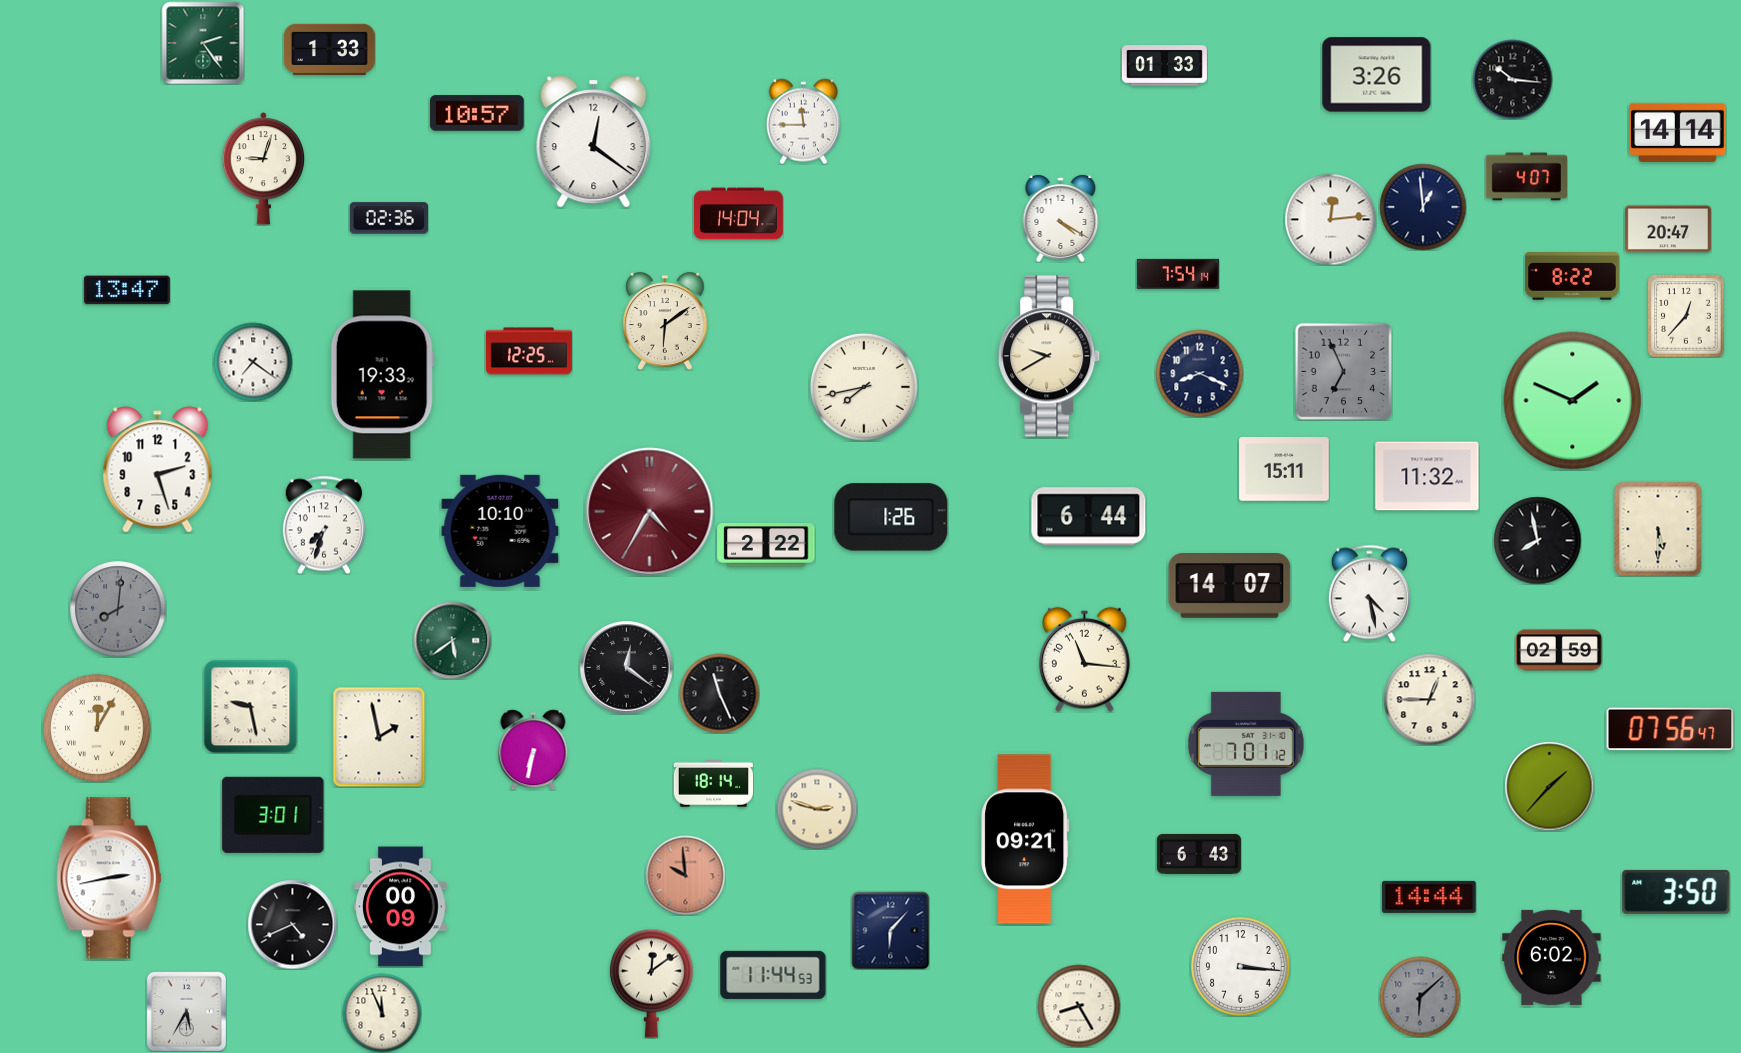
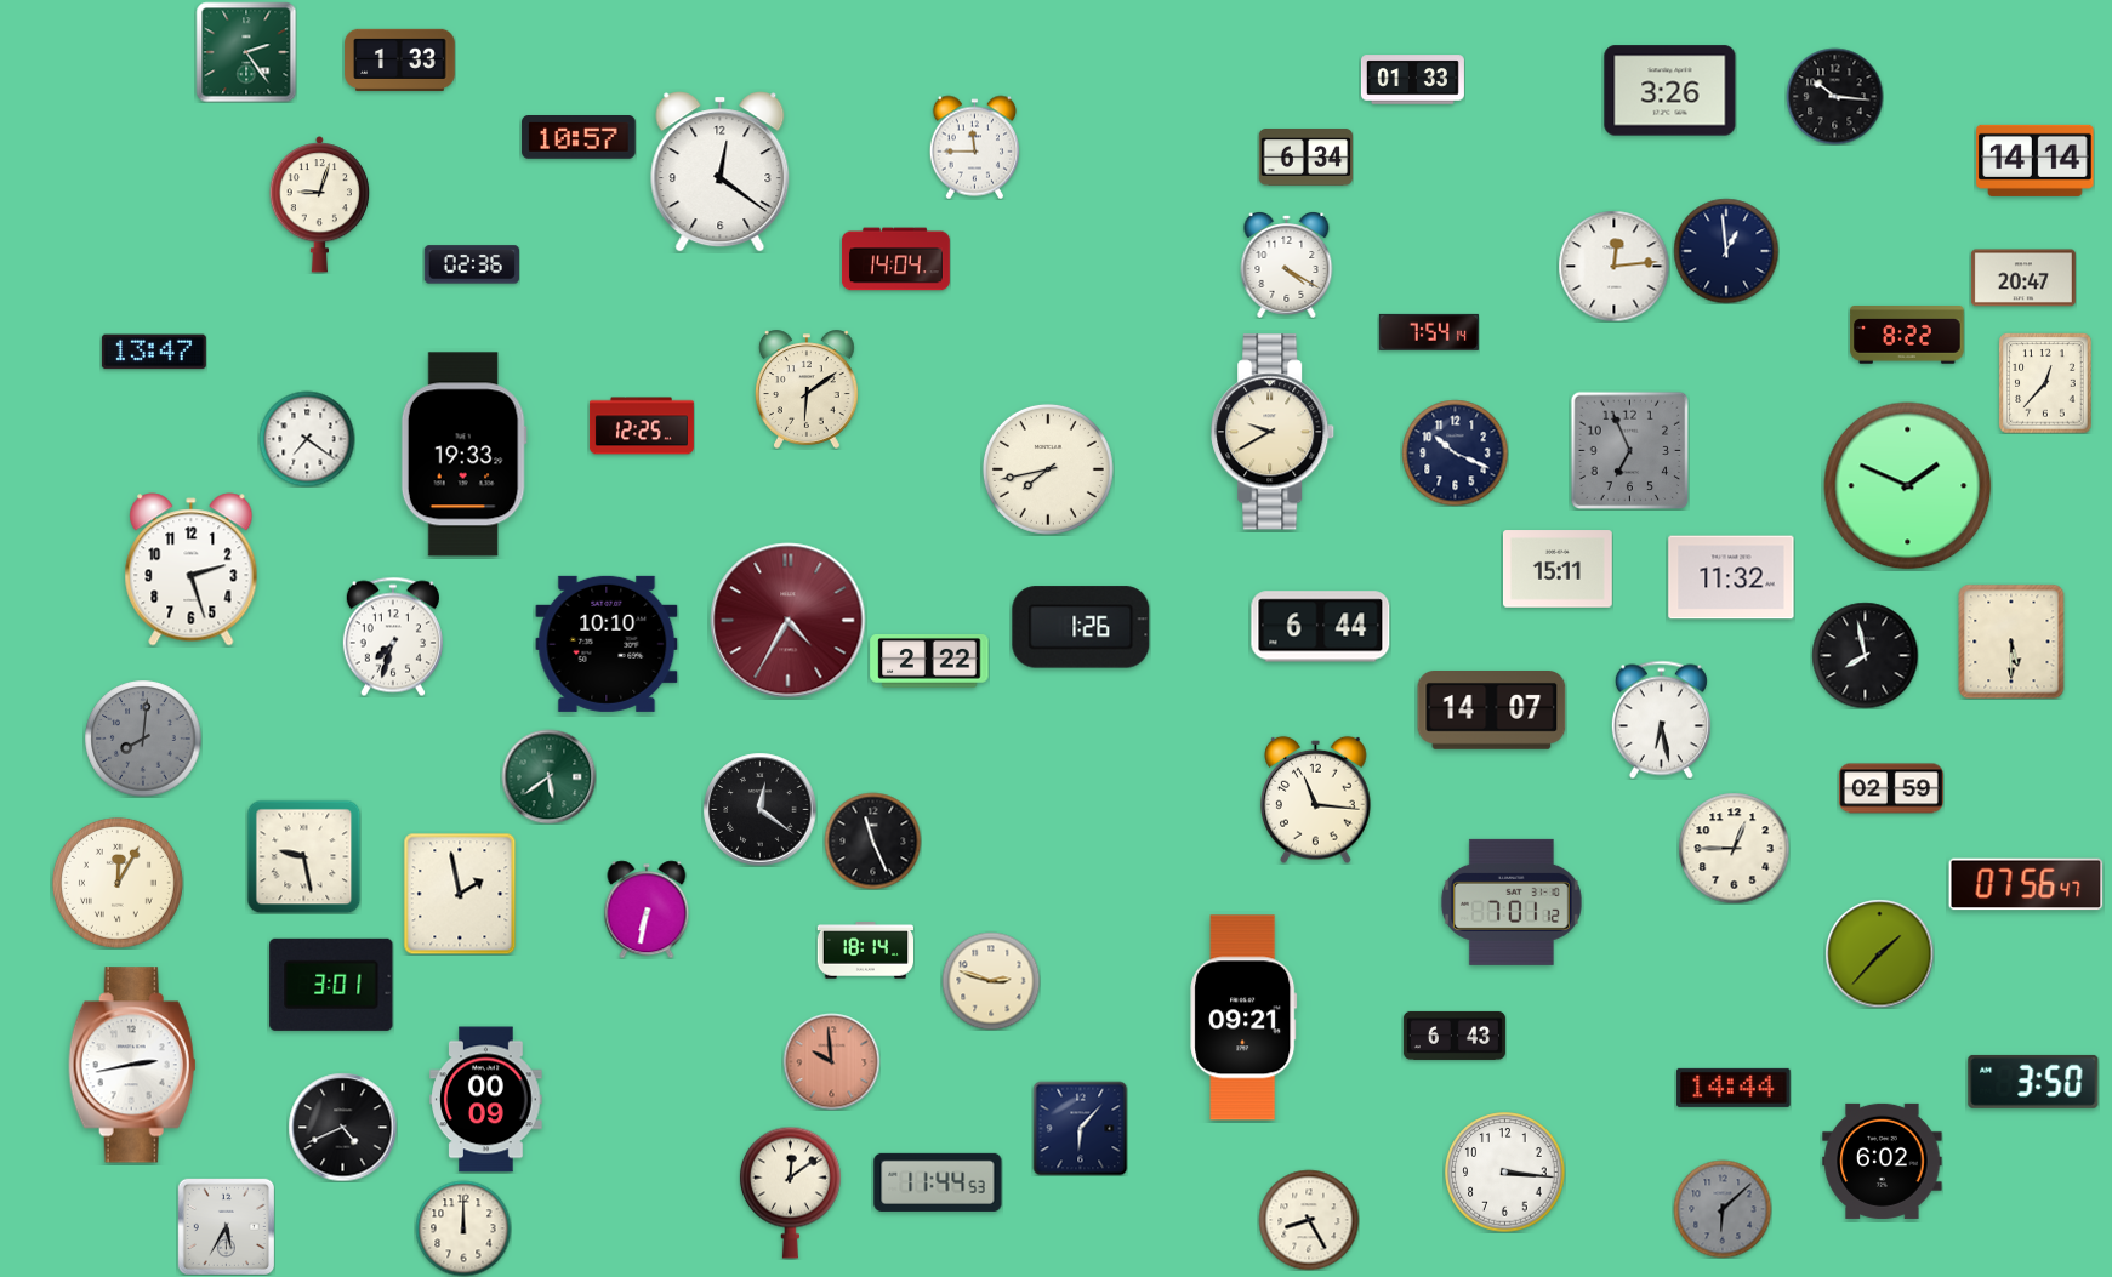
clock at (1305, 158): none -> 6:34
clock at (1526, 177): 4:07 -> none
clock at (1199, 373): 8:19 -> 10:19
clock at (1369, 593): 4:28 -> 6:28
clock at (273, 815) position: (273, 815) -> (331, 985)
clock at (292, 924) position: (292, 924) -> (342, 1127)
clock at (382, 1013): 11:56 -> 12:00
